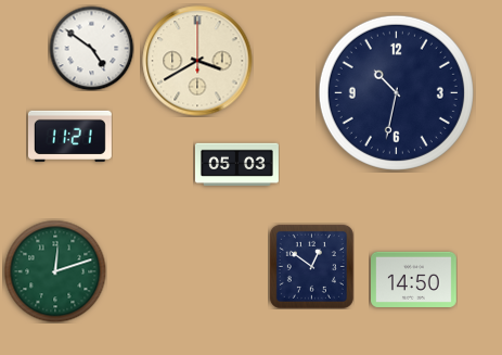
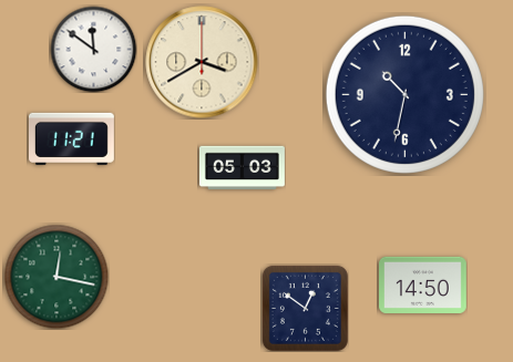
clock at (91, 48): 4:51 -> 11:51
clock at (311, 266) position: (311, 266) -> (305, 308)
clock at (55, 271): 12:12 -> 12:17
